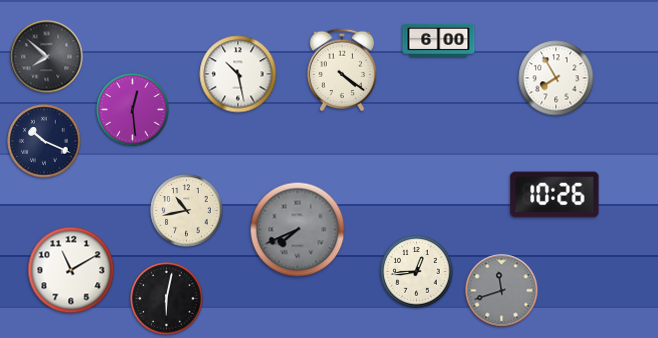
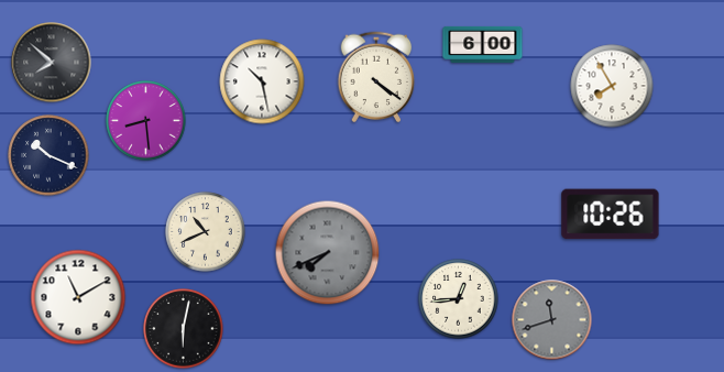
clock at (133, 110): 12:29 -> 8:29
clock at (187, 211): 10:43 -> 10:41
